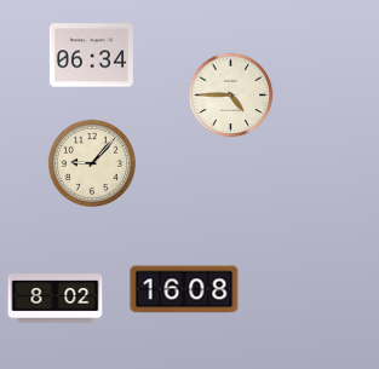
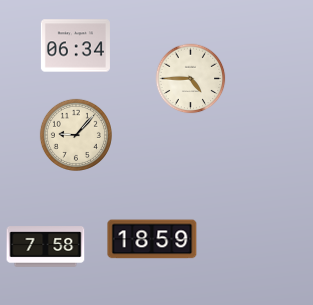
clock at (184, 289): 16:08 -> 18:59
clock at (56, 299): 8:02 -> 7:58
